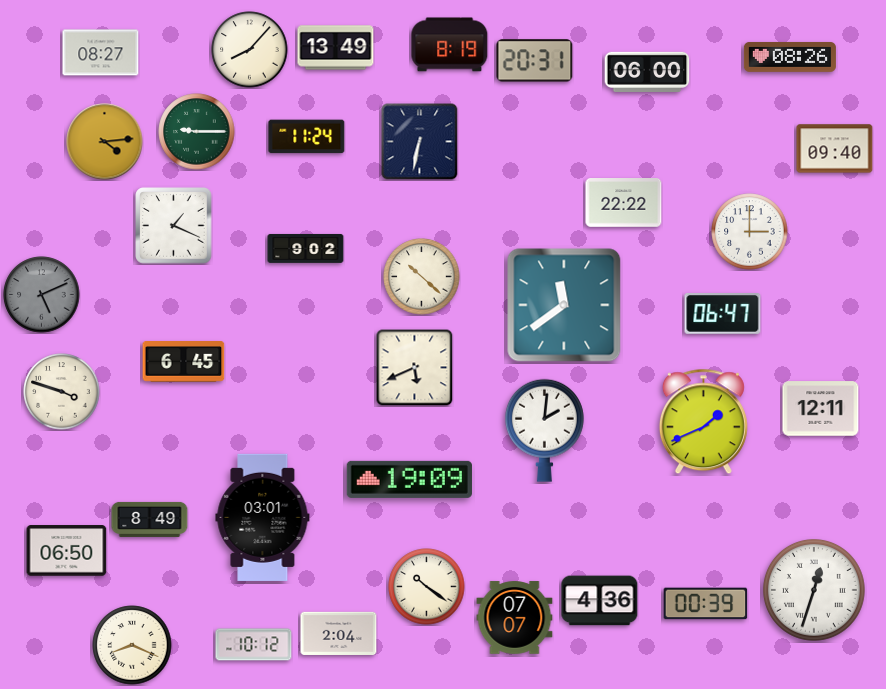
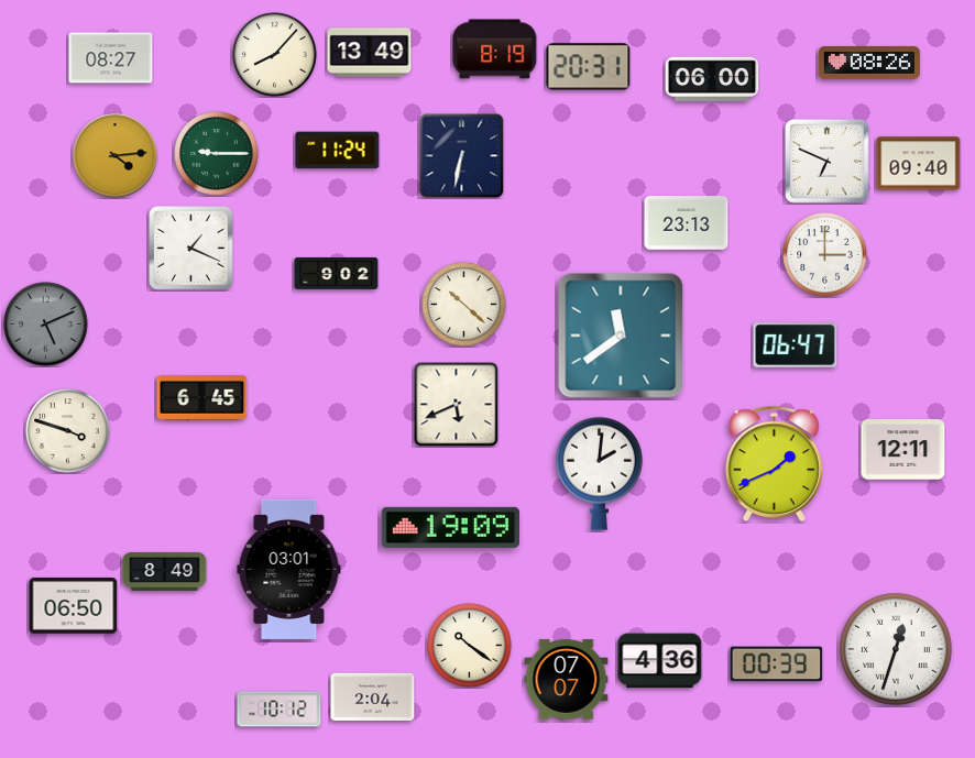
clock at (197, 132) position: (197, 132) -> (217, 154)
clock at (826, 161): none -> 6:49
clock at (624, 203): 22:22 -> 23:13
clock at (132, 645): 8:19 -> none
